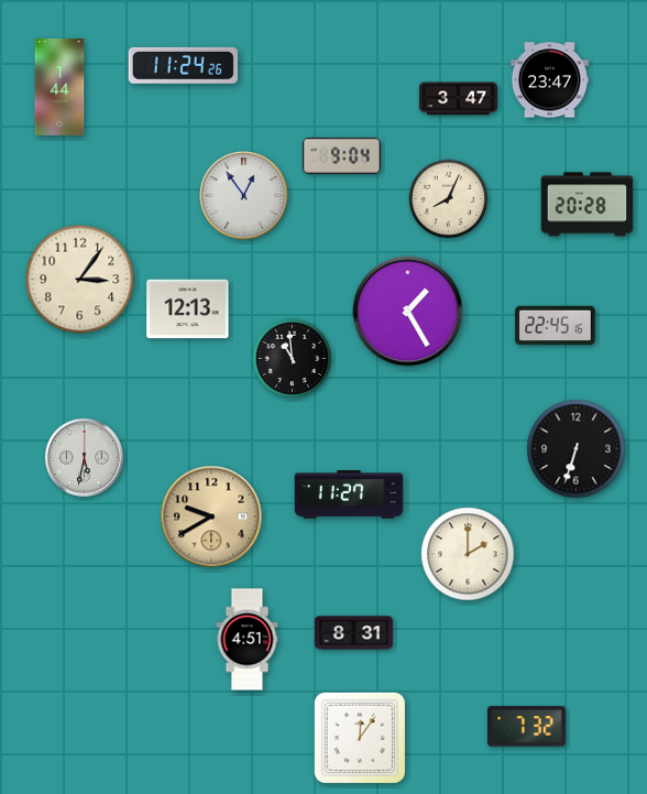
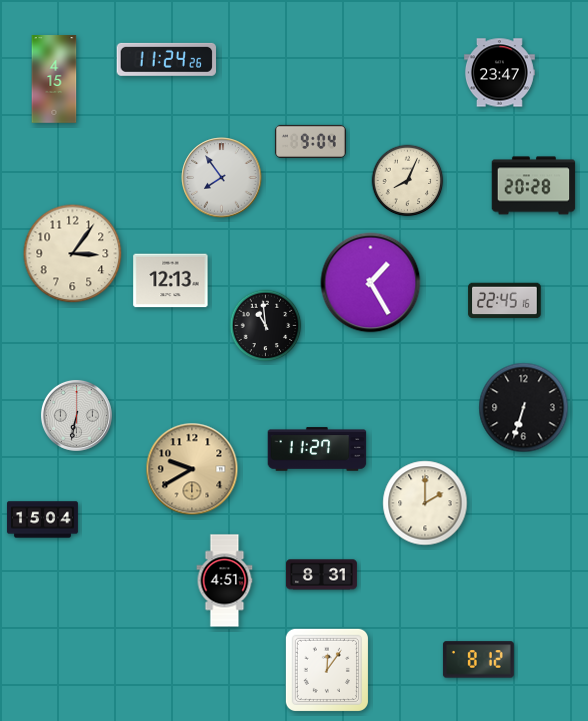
clock at (59, 87): 1:44 -> 4:15
clock at (458, 99): 3:47 -> none
clock at (244, 196): 12:54 -> 7:54
clock at (556, 326) position: (556, 326) -> (505, 301)
clock at (84, 457): 5:32 -> 6:32
clock at (42, 520): none -> 15:04
clock at (526, 727): 7:32 -> 8:12
